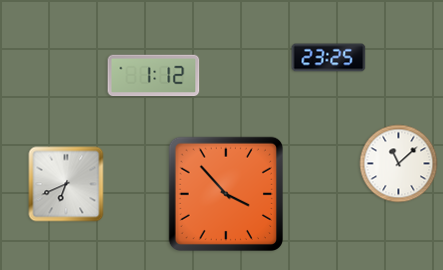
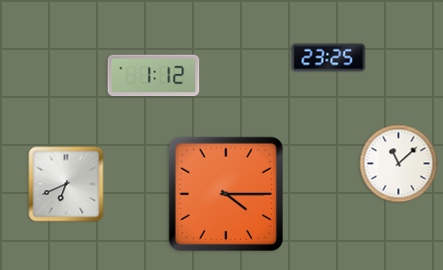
clock at (225, 193): 3:53 -> 4:15
